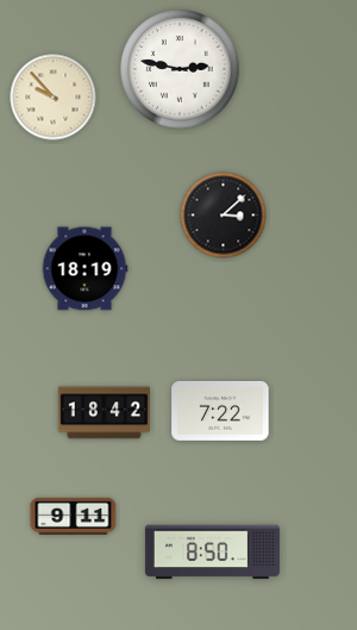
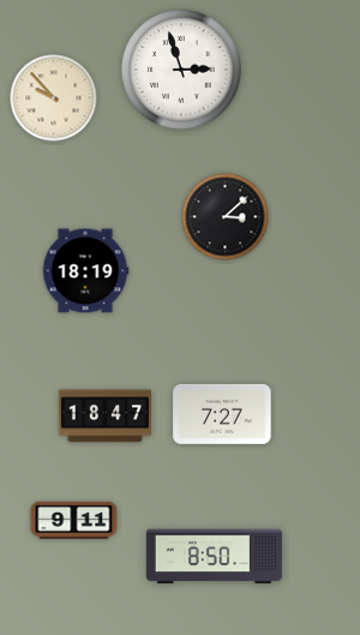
clock at (180, 69): 2:47 -> 2:57
clock at (220, 411): 7:22 -> 7:27
clock at (104, 413): 18:42 -> 18:47
